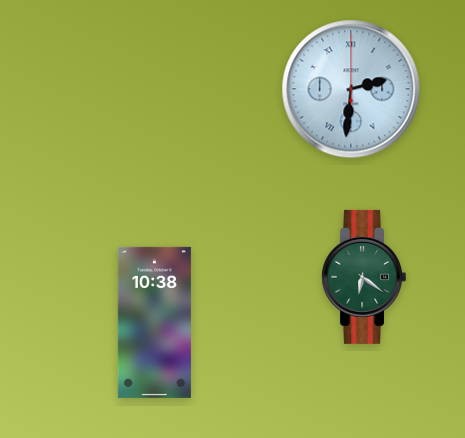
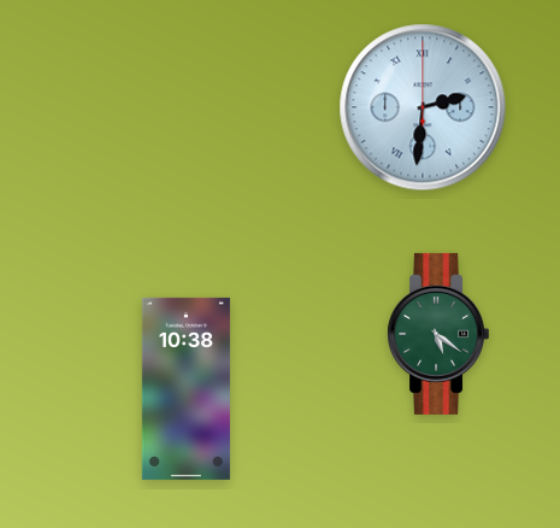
clock at (363, 277): 6:21 -> 5:21
